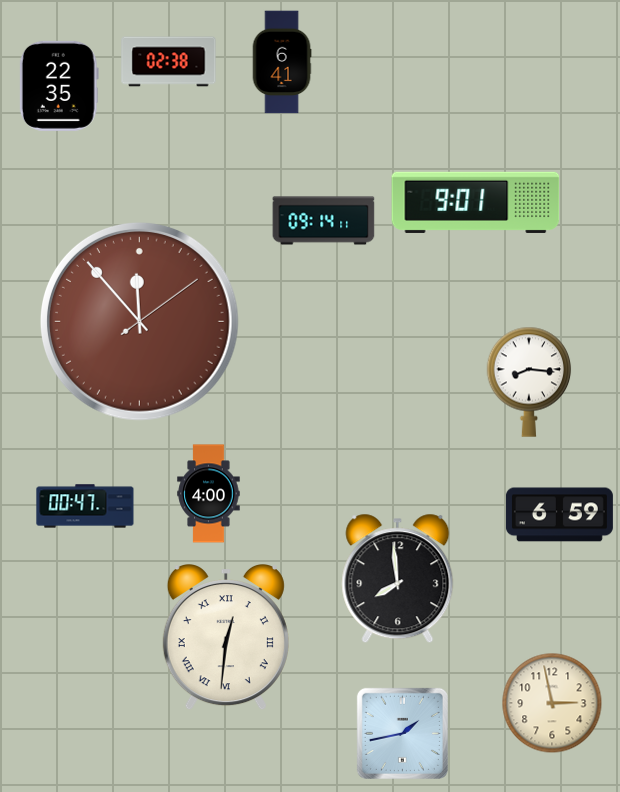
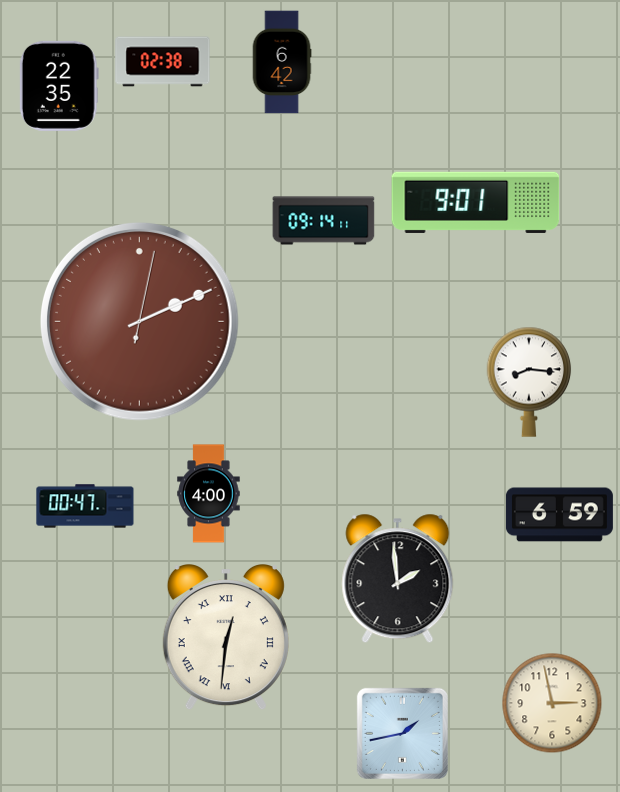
clock at (169, 62) position: (169, 62) -> (163, 62)
clock at (282, 62): 6:41 -> 6:42
clock at (140, 322): 11:53 -> 2:11
clock at (398, 579): 7:59 -> 1:59
